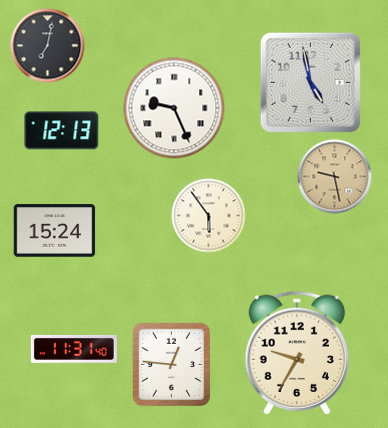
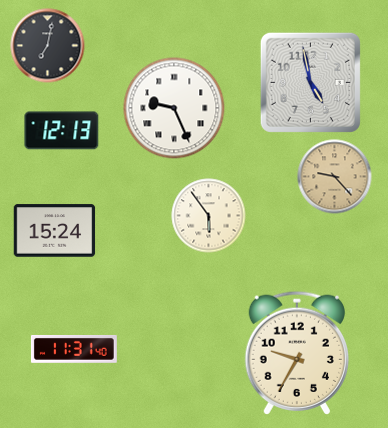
clock at (335, 177): 9:28 -> 9:23
clock at (172, 365): 12:46 -> none
